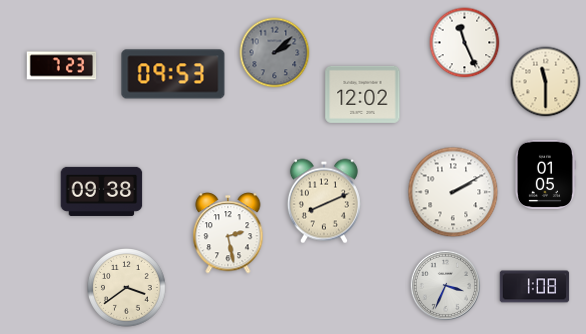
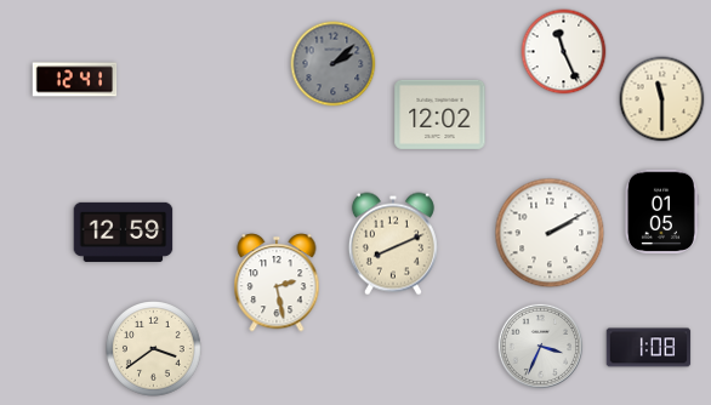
clock at (62, 66): 7:23 -> 12:41
clock at (173, 74): 09:53 -> none
clock at (102, 191): 09:38 -> 12:59
